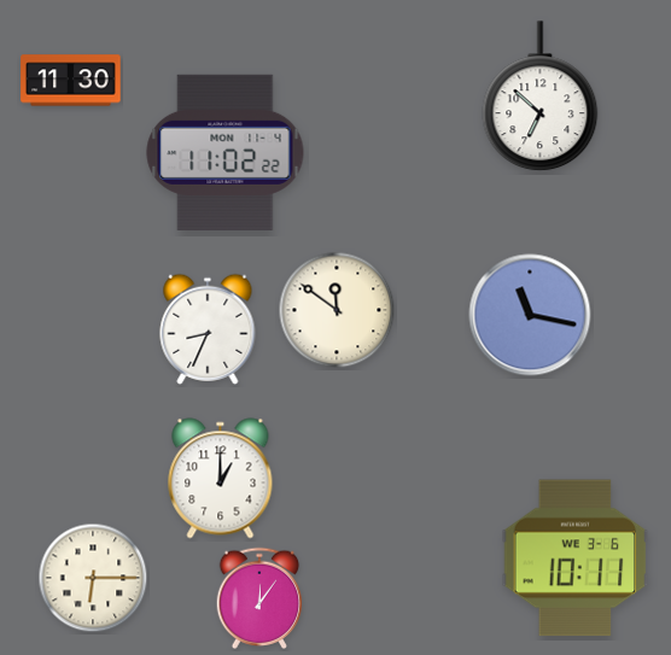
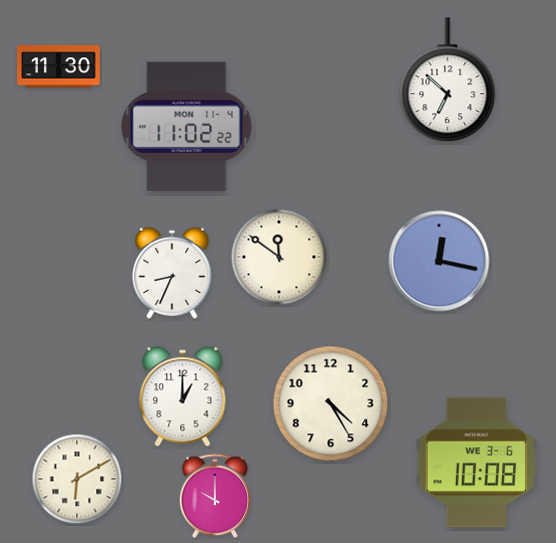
clock at (530, 315): 11:17 -> 12:17
clock at (331, 404): none -> 4:25
clock at (576, 558): 10:11 -> 10:08
clock at (93, 578): 6:15 -> 6:10
clock at (259, 597): 12:06 -> 10:00
